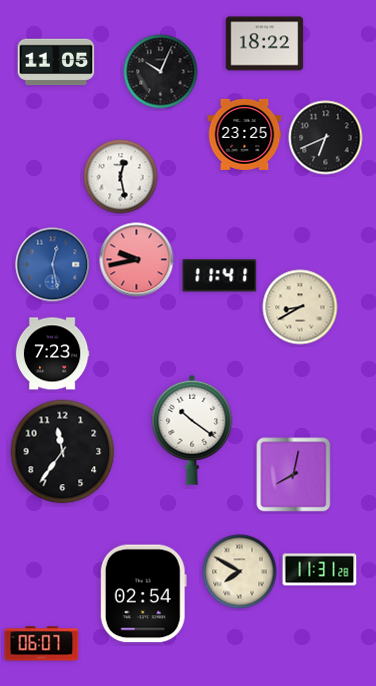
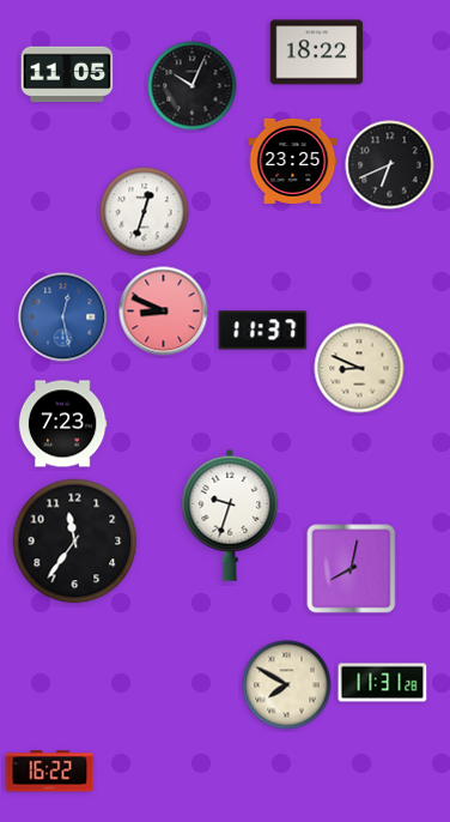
clock at (121, 177): 12:28 -> 12:33
clock at (137, 260): 9:43 -> 8:49
clock at (220, 276): 11:41 -> 11:37
clock at (300, 307): 8:40 -> 8:49
clock at (192, 430): 10:21 -> 9:33
clock at (143, 594): 02:54 -> none
clock at (42, 644): 06:07 -> 16:22
